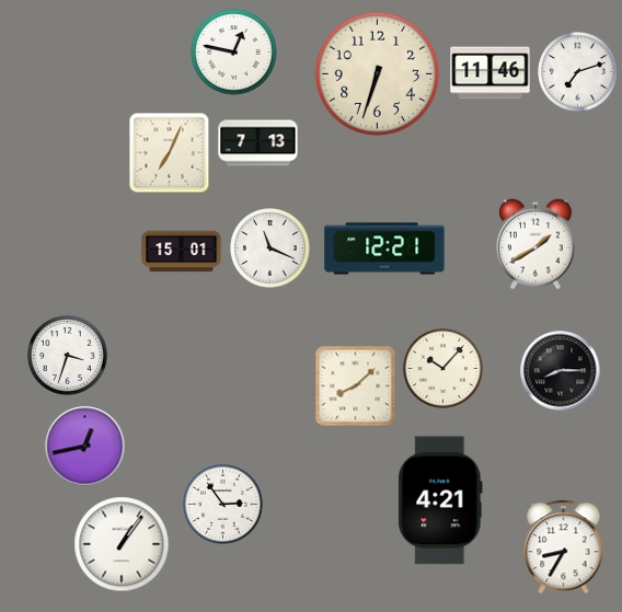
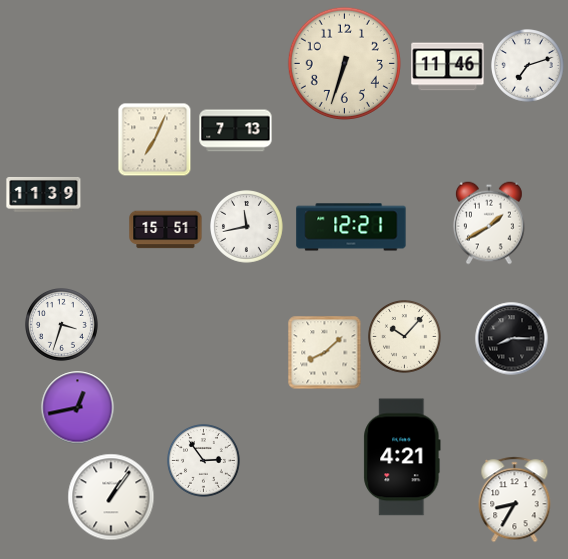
clock at (234, 53): 12:47 -> none
clock at (377, 73) position: (377, 73) -> (344, 63)
clock at (44, 194): none -> 11:39
clock at (270, 249): 11:19 -> 11:43
clock at (182, 252): 15:01 -> 15:51
